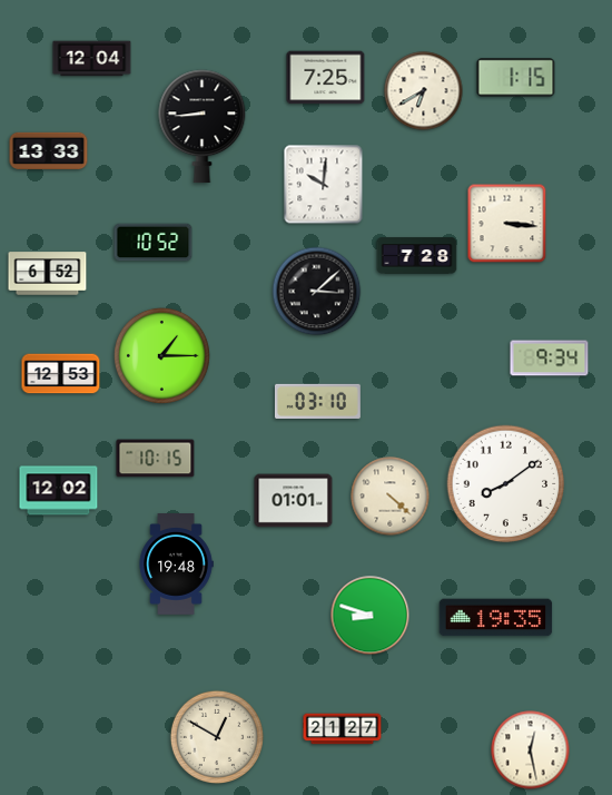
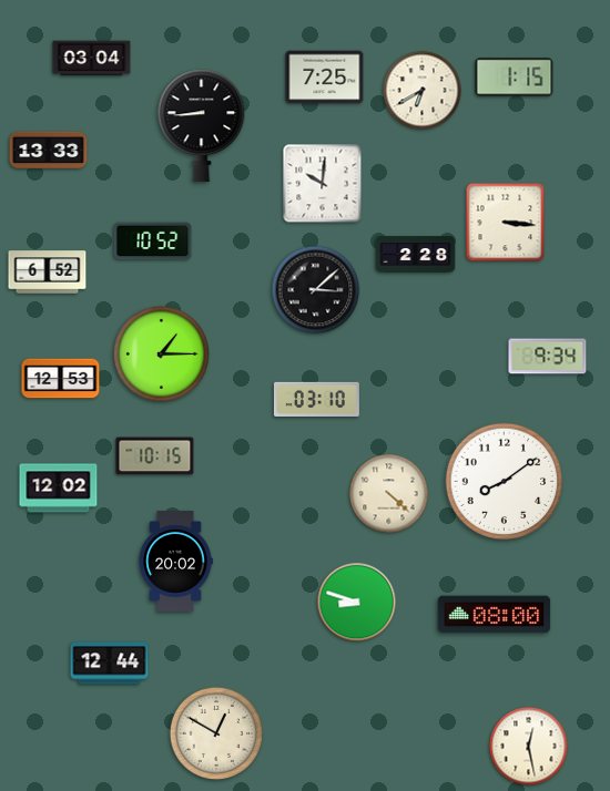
clock at (92, 59): 12:04 -> 03:04
clock at (417, 256): 7:28 -> 2:28
clock at (61, 374) position: (61, 374) -> (61, 379)
clock at (294, 501): 01:01 -> none
clock at (176, 565): 19:48 -> 20:02
clock at (371, 616) position: (371, 616) -> (357, 603)
clock at (496, 618): 19:35 -> 08:00
clock at (110, 664): none -> 12:44
clock at (343, 729): 21:27 -> none
